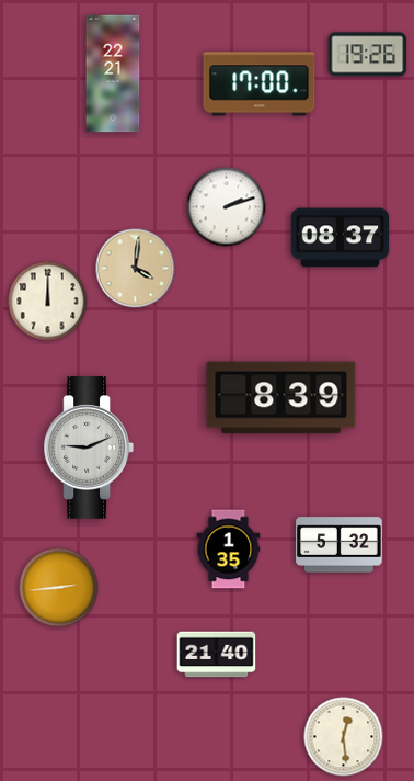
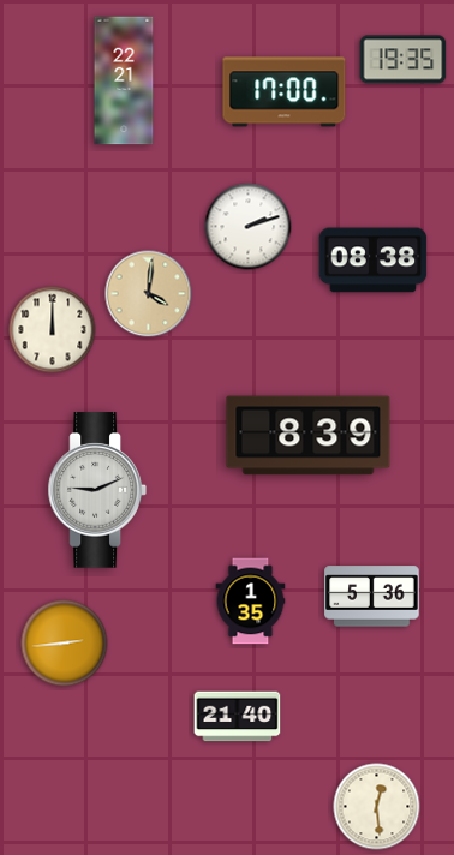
clock at (368, 55): 19:26 -> 19:35
clock at (341, 238): 08:37 -> 08:38
clock at (340, 545): 5:32 -> 5:36
